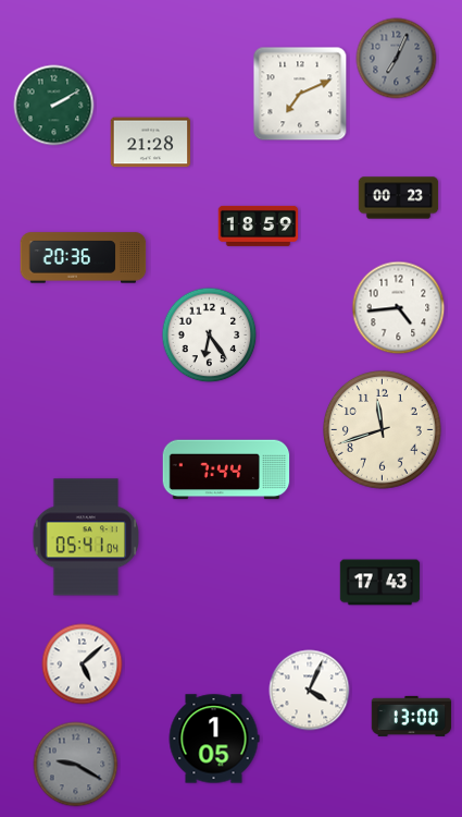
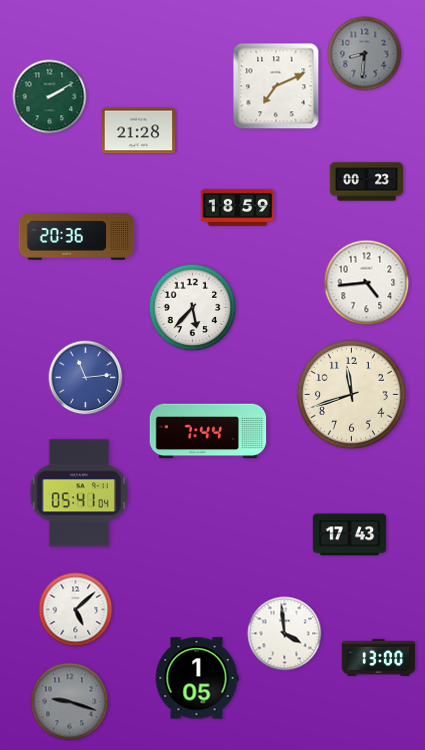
clock at (397, 59): 7:04 -> 8:31
clock at (210, 336): 6:24 -> 5:37
clock at (86, 378): none -> 11:14
clock at (310, 691): 4:04 -> 3:59
clock at (76, 765): 9:20 -> 9:18
